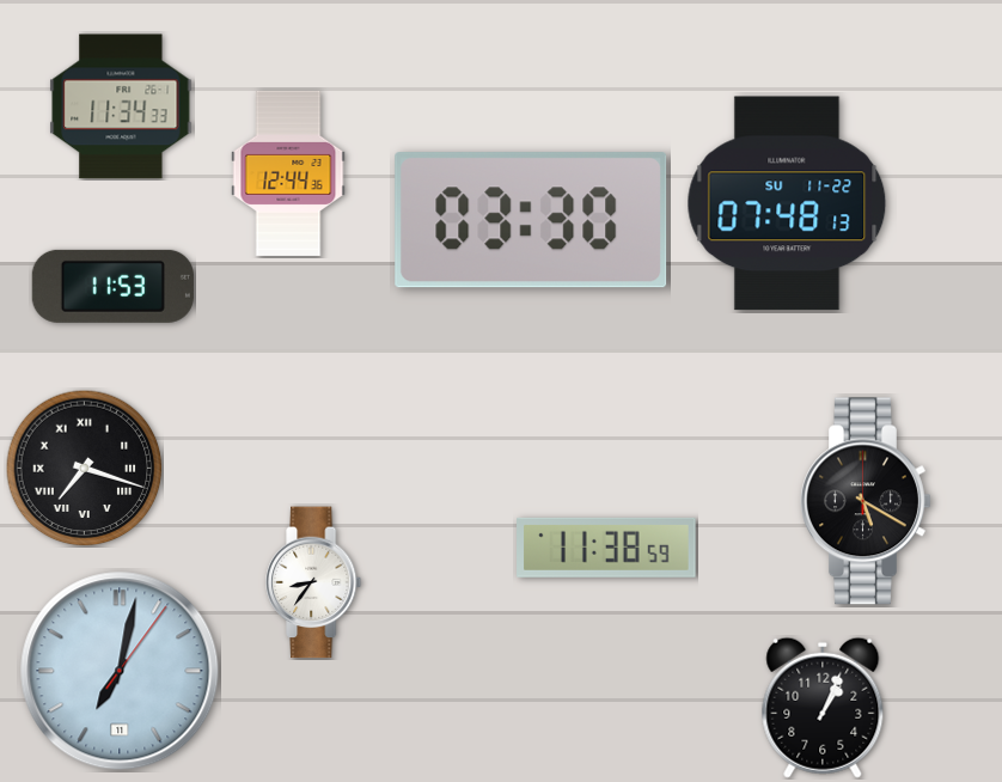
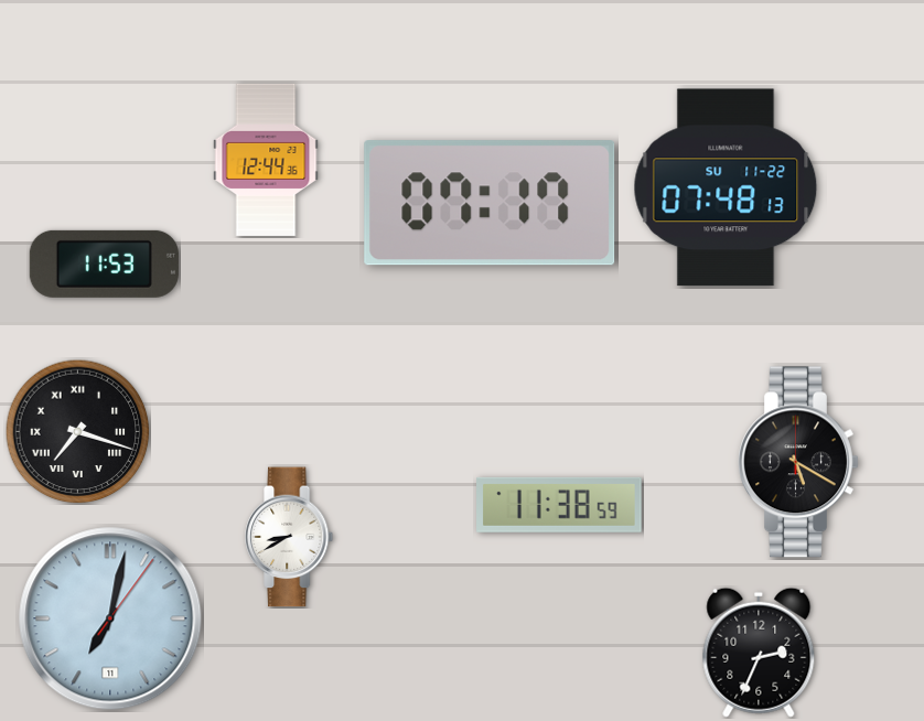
clock at (121, 106): 11:34 -> none
clock at (531, 220): 03:30 -> 07:17
clock at (314, 582): 8:36 -> 8:40
clock at (823, 708): 1:04 -> 2:34
